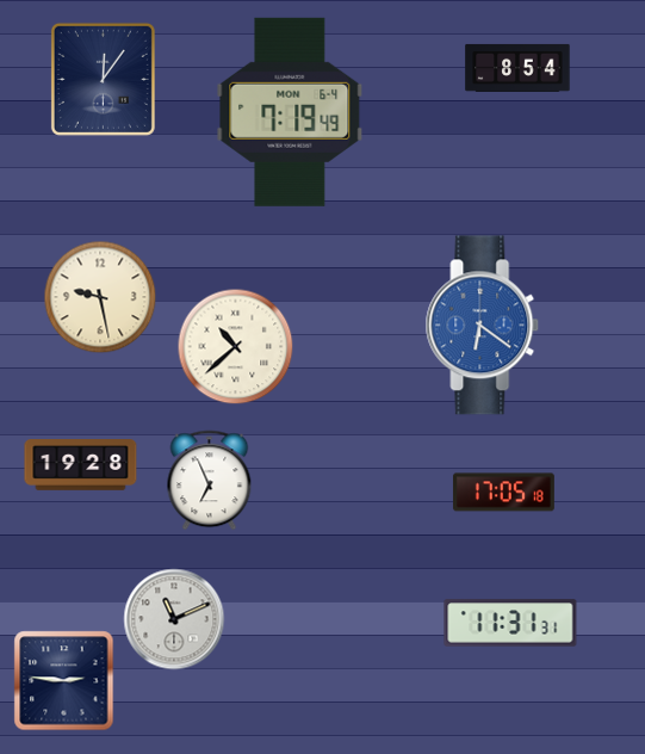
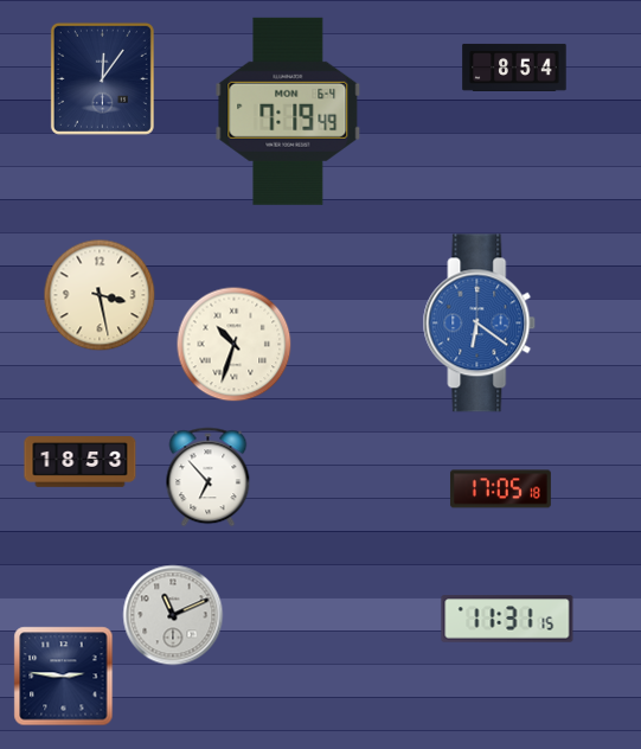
clock at (100, 297): 9:28 -> 3:28
clock at (236, 347): 10:38 -> 10:33
clock at (81, 465): 19:28 -> 18:53
clock at (210, 481): 6:56 -> 6:53
clock at (510, 623): 11:31:31 -> 11:31:15
